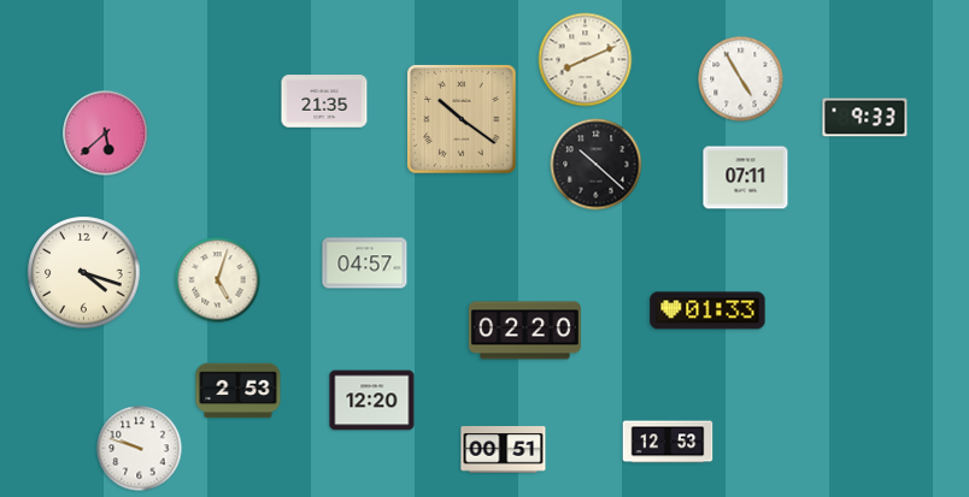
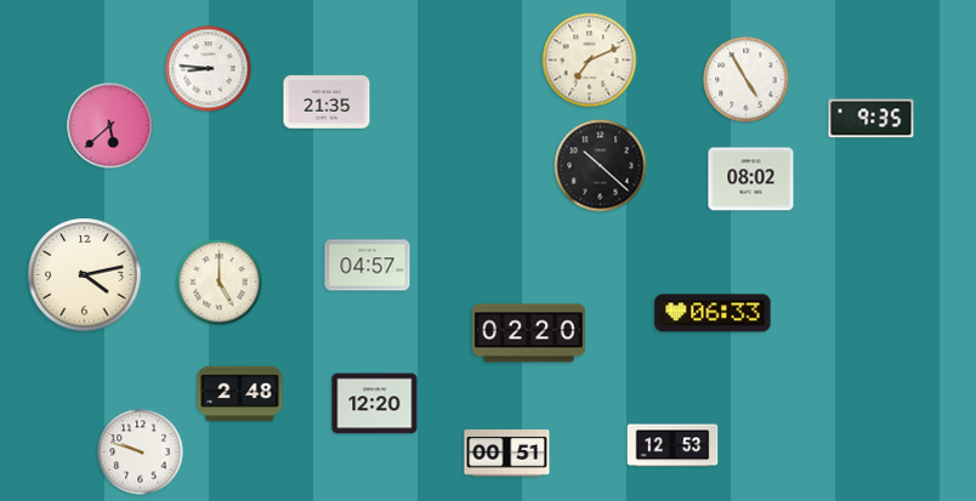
clock at (586, 60): 8:11 -> 7:11
clock at (209, 69): none -> 8:46
clock at (865, 118): 9:33 -> 9:35
clock at (462, 119): 10:21 -> none
clock at (106, 134) position: (106, 134) -> (110, 126)
clock at (746, 178): 07:11 -> 08:02
clock at (84, 273): 4:18 -> 4:13
clock at (218, 280): 5:03 -> 5:00
clock at (707, 310): 01:33 -> 06:33
clock at (239, 391): 2:53 -> 2:48
